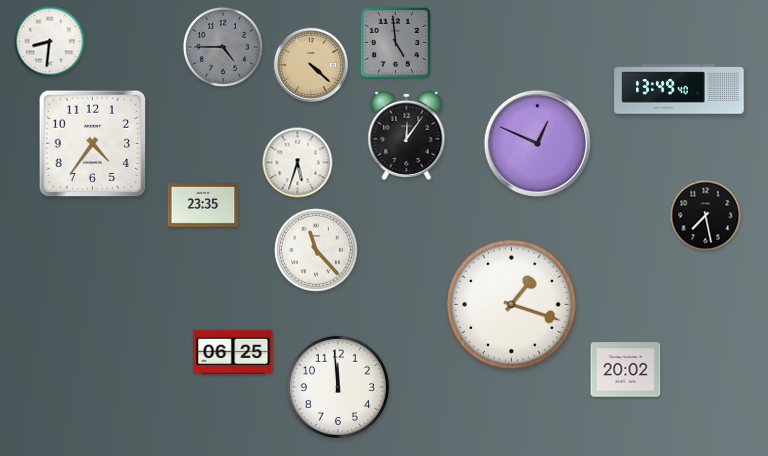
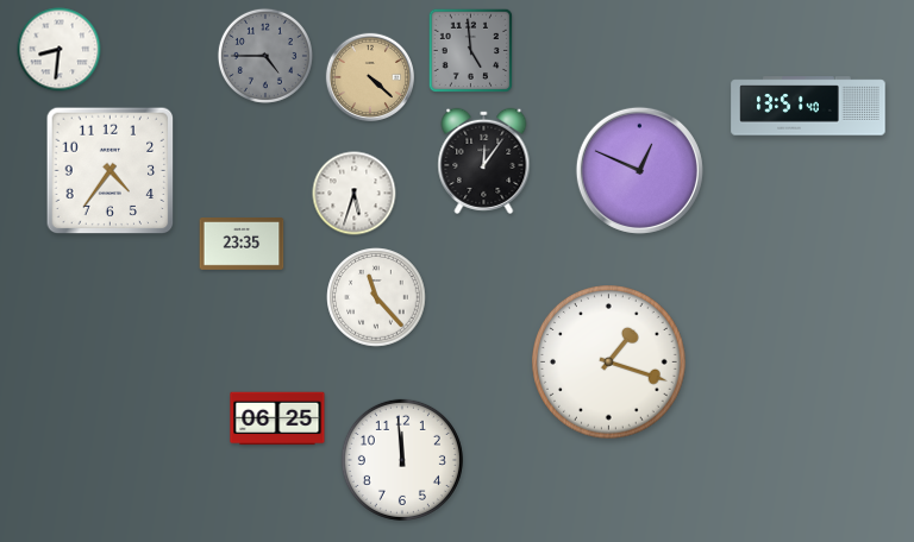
clock at (679, 89): 13:49 -> 13:51
clock at (706, 216): 7:28 -> none
clock at (626, 370): 20:02 -> none
